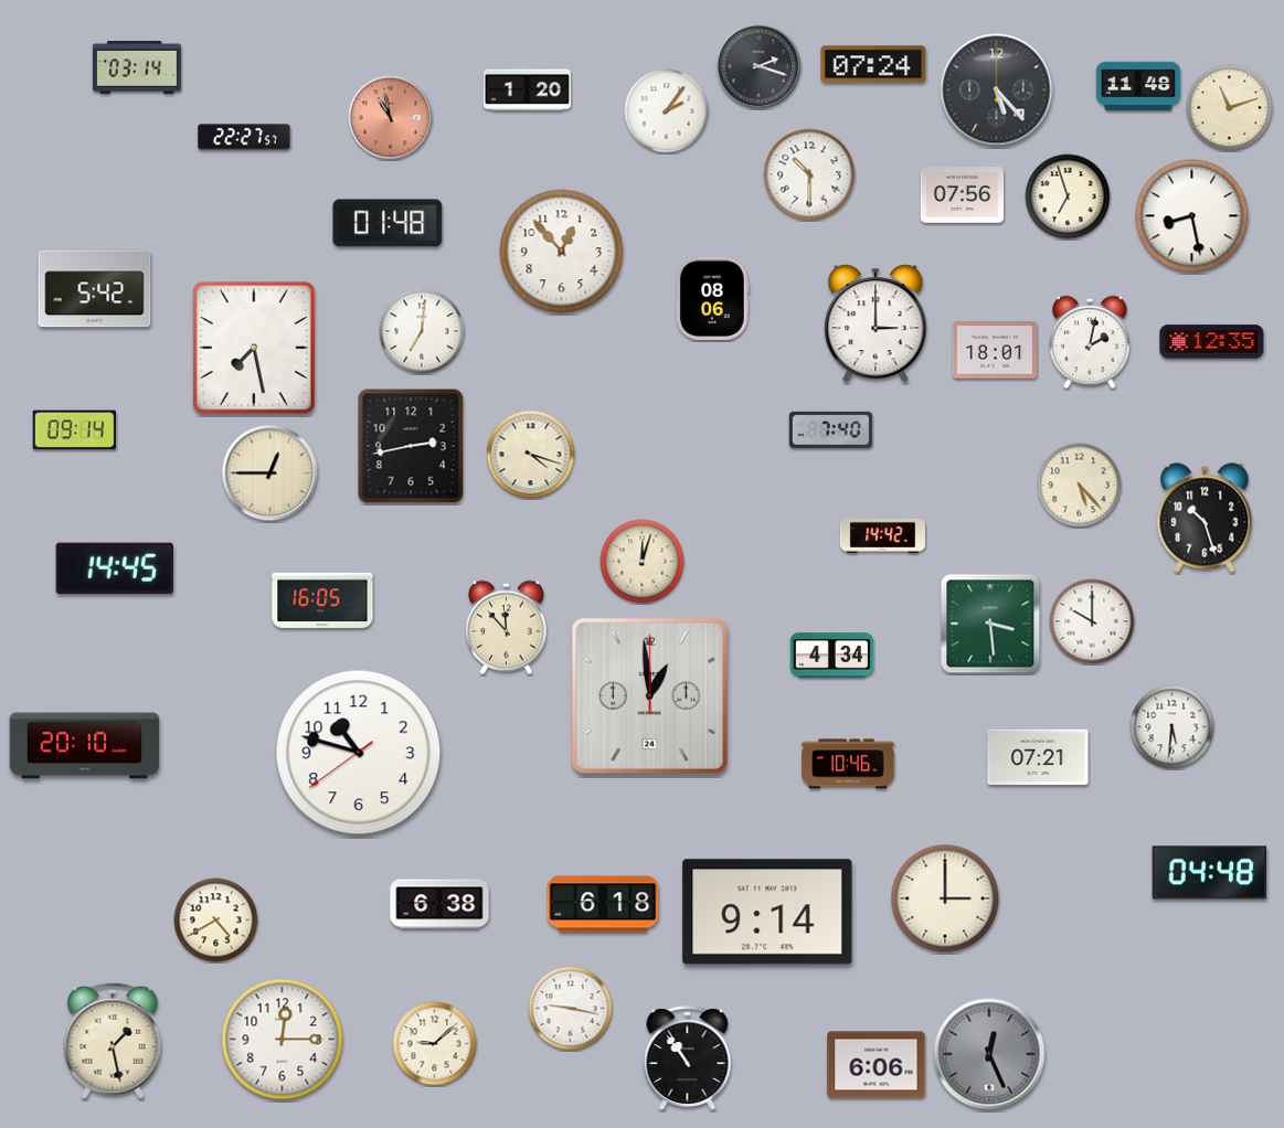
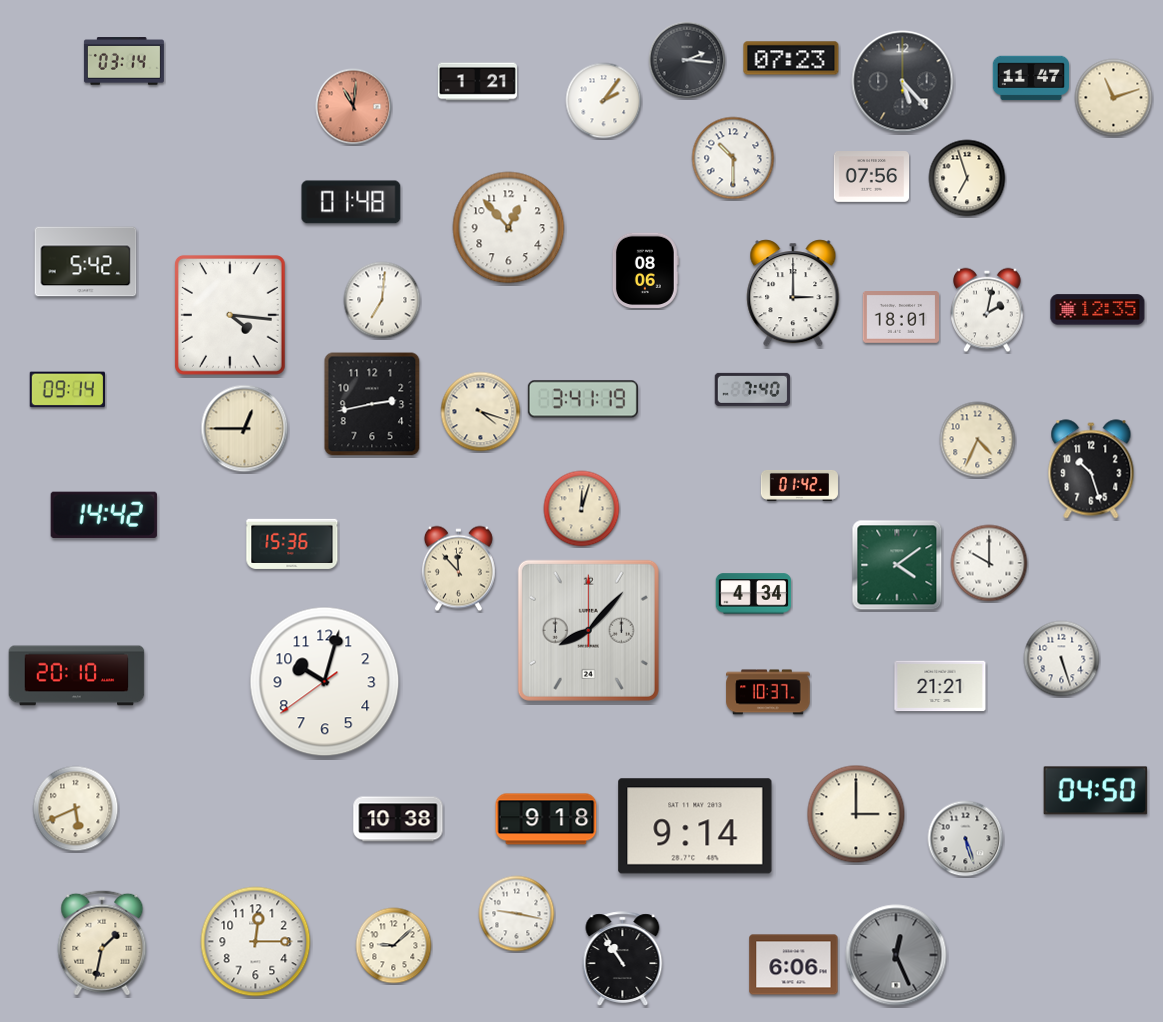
clock at (873, 64): 07:24 -> 07:23
clock at (758, 66): 2:18 -> 2:16
clock at (1137, 86): 11:48 -> 11:47
clock at (527, 91): 1:20 -> 1:21
clock at (391, 118): 10:58 -> 11:01
clock at (244, 137): 22:27 -> none
clock at (1192, 216): 8:28 -> none
clock at (254, 348): 7:28 -> 4:16
clock at (583, 399): none -> 3:41
clock at (1080, 486): 5:23 -> 4:34
clock at (882, 535): 14:42 -> 01:42
clock at (115, 568): 14:45 -> 14:42
clock at (322, 600): 16:05 -> 15:36
clock at (990, 624): 3:29 -> 4:09
clock at (649, 695): 12:59 -> 8:07
clock at (1172, 727): 5:31 -> 5:27
clock at (359, 753): 10:47 -> 10:02
clock at (1038, 757): 07:21 -> 21:21
clock at (848, 764): 10:46 -> 10:37
clock at (1210, 873): 04:48 -> 04:50
clock at (76, 809): none -> 5:41
clock at (439, 904): 6:38 -> 10:38
clock at (603, 904): 6:18 -> 9:18
clock at (216, 921): 4:40 -> none
clock at (966, 839): none -> 5:27
clock at (113, 1041): 1:28 -> 1:32
